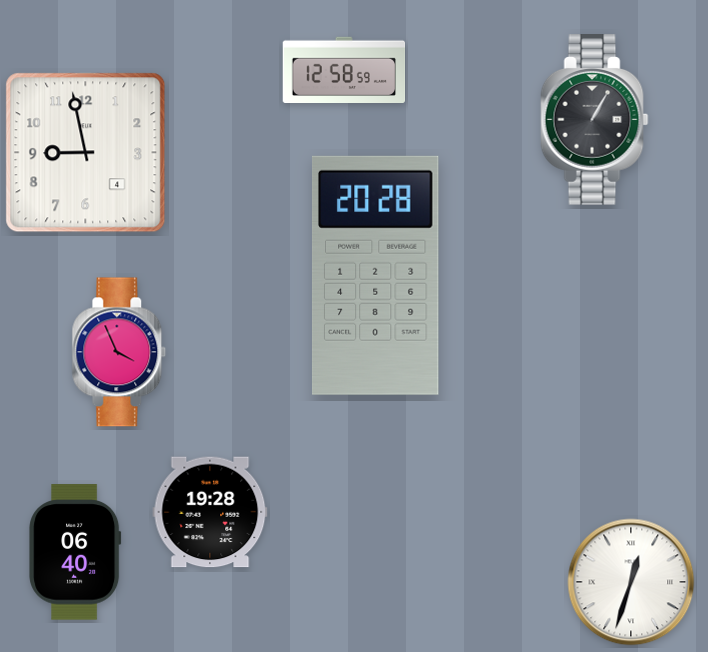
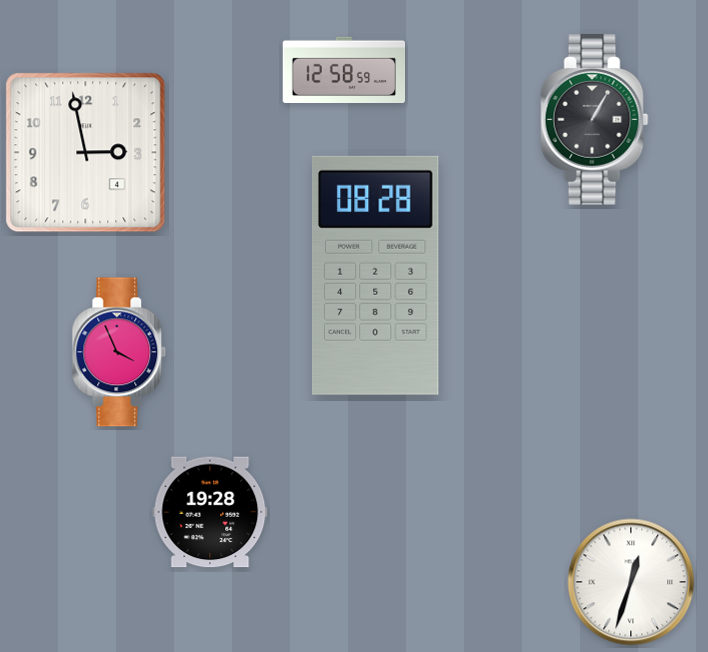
clock at (86, 153): 8:58 -> 2:58
clock at (375, 275): 20:28 -> 08:28
clock at (75, 552): 06:40 -> none
